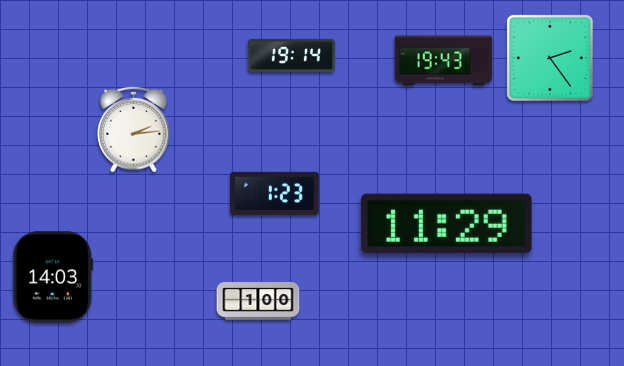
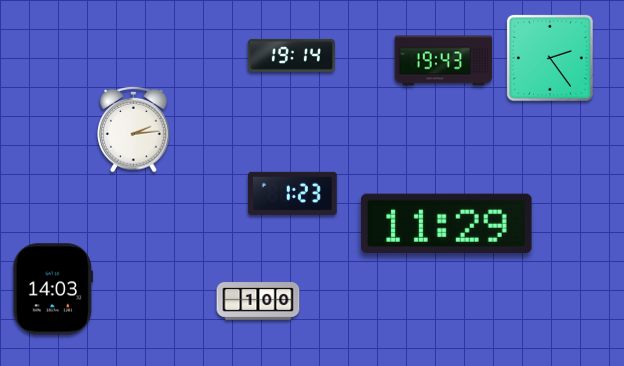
clock at (275, 193) position: (275, 193) -> (293, 193)
clock at (53, 277) position: (53, 277) -> (53, 289)
